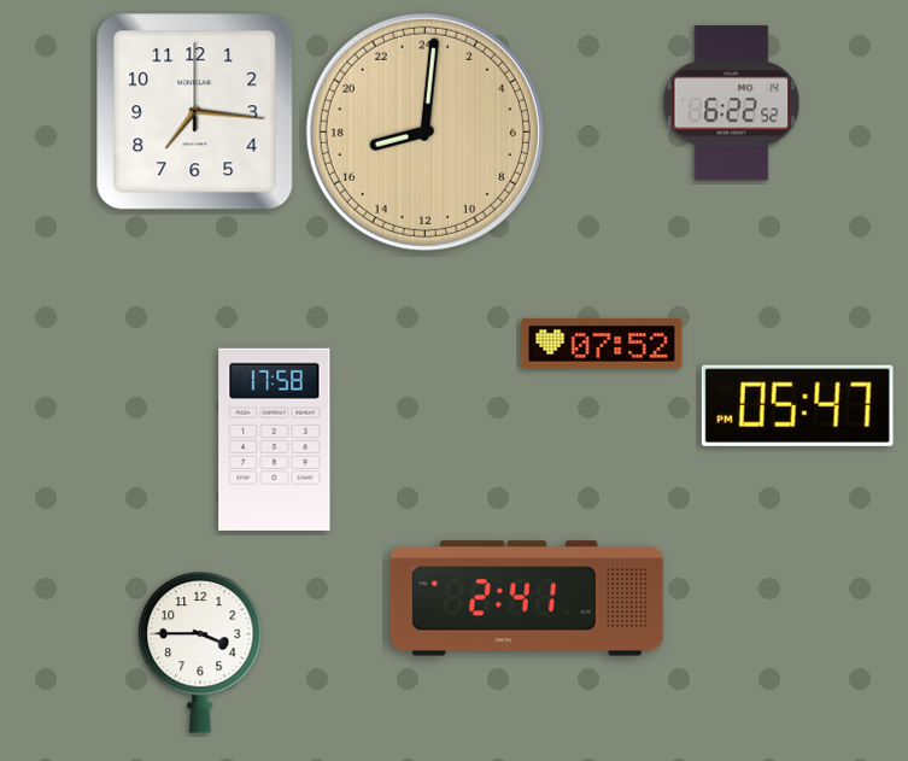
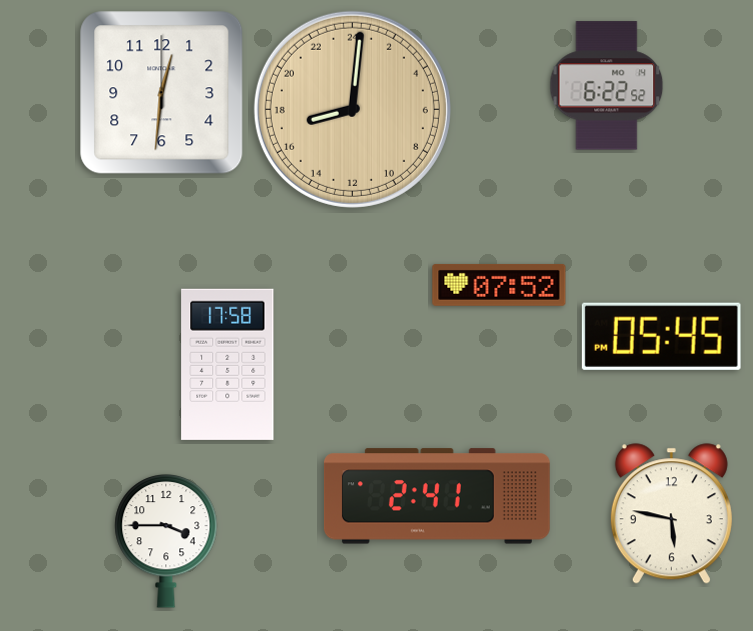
clock at (195, 112): 7:16 -> 12:31
clock at (797, 405): 05:47 -> 05:45
clock at (671, 514): none -> 5:47
